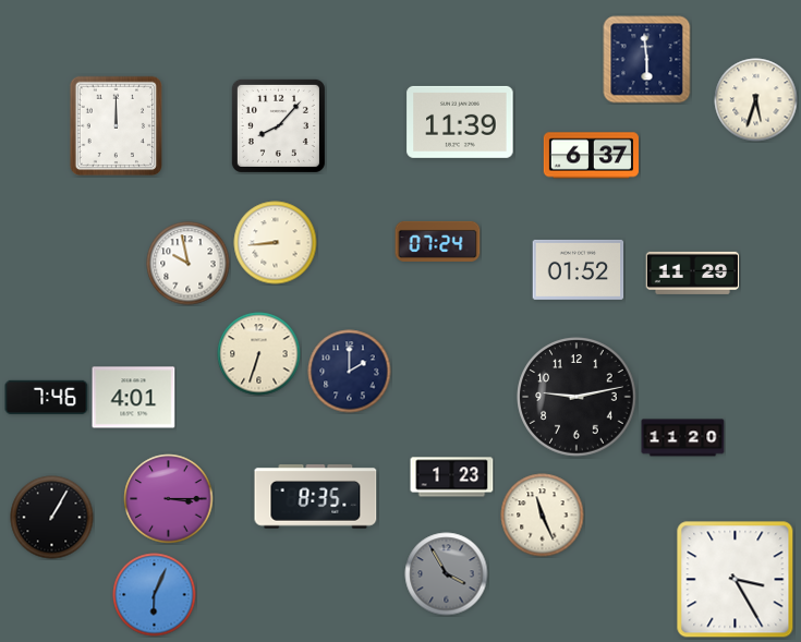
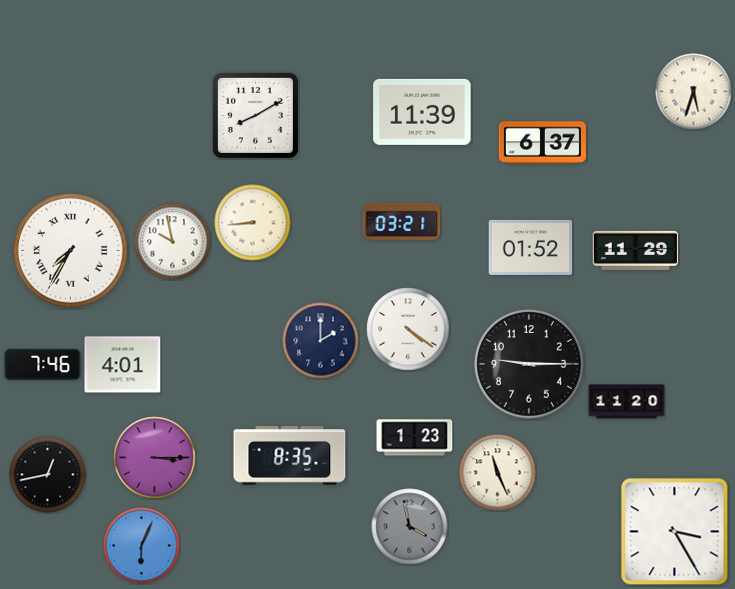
clock at (647, 60): 5:59 -> none
clock at (278, 125): 8:07 -> 8:10
clock at (117, 126): 12:00 -> none
clock at (438, 241): 07:24 -> 03:21
clock at (71, 251): none -> 7:35
clock at (259, 354): 6:33 -> none
clock at (408, 329): none -> 4:21
clock at (577, 397): 9:13 -> 9:15
clock at (52, 518): 1:05 -> 12:43
clock at (447, 574): 3:55 -> 3:58
